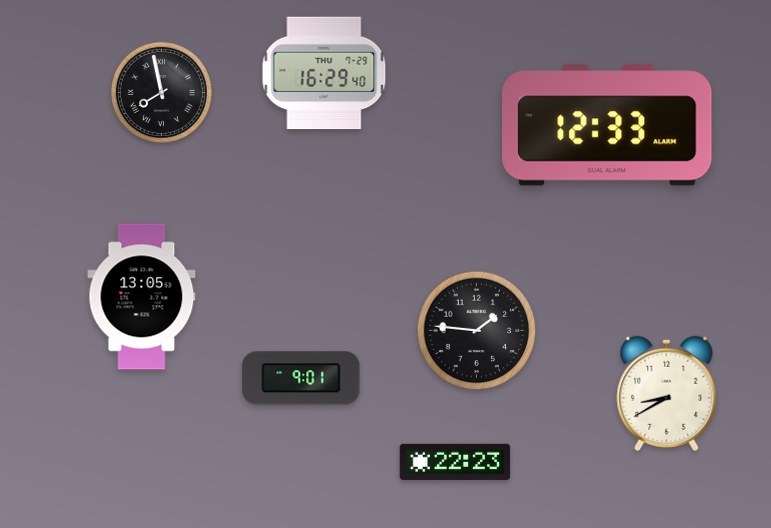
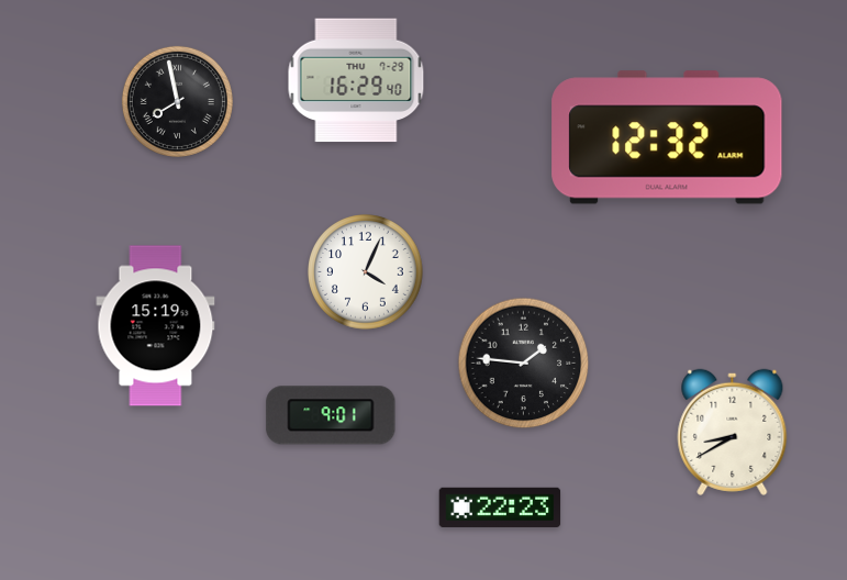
clock at (607, 125): 12:33 -> 12:32
clock at (366, 272): none -> 4:04
clock at (142, 297): 13:05 -> 15:19
